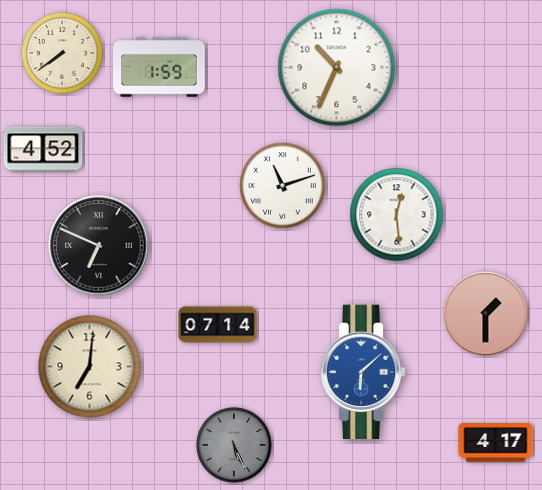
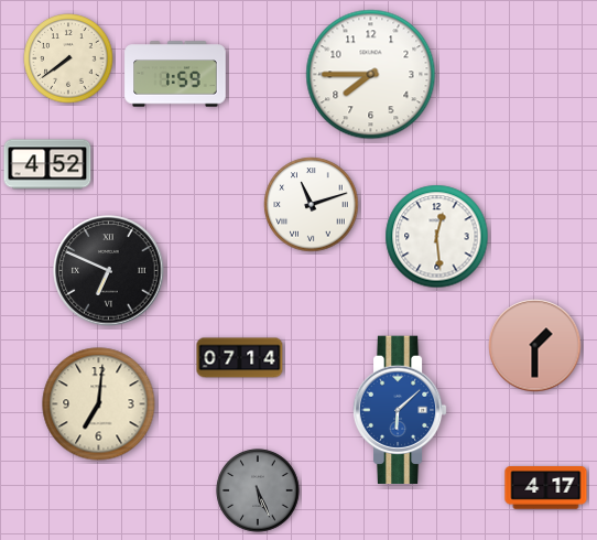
clock at (337, 68): 10:34 -> 7:45
